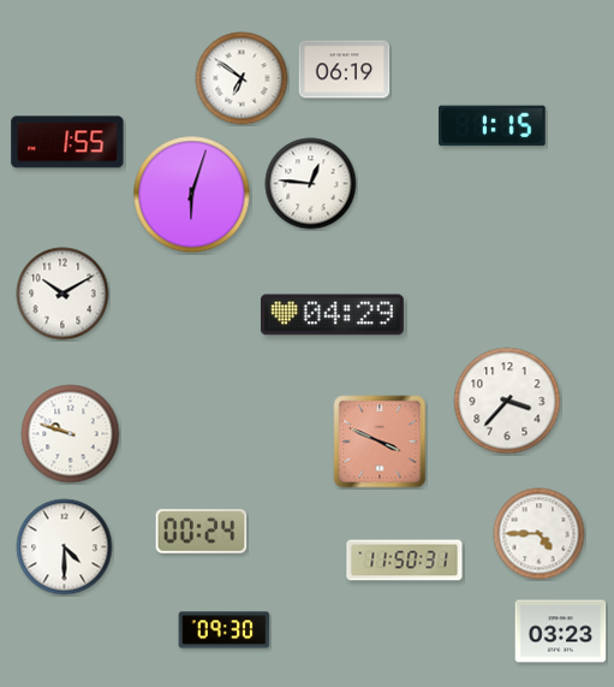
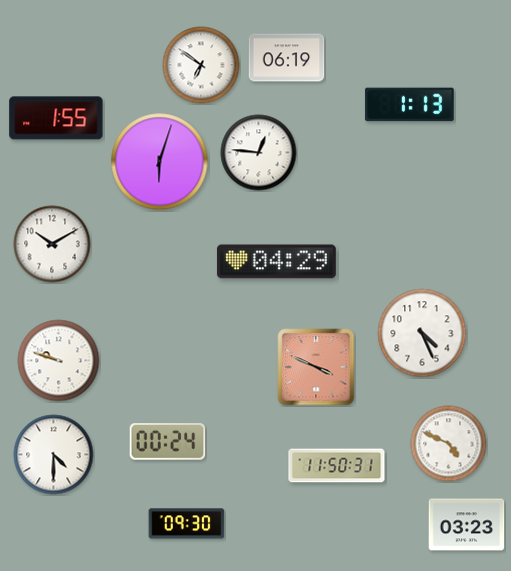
clock at (493, 126): 1:15 -> 1:13
clock at (507, 401): 3:37 -> 4:26
clock at (540, 534): 4:45 -> 4:49
